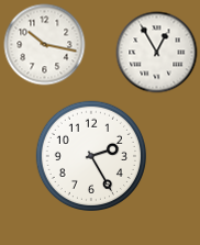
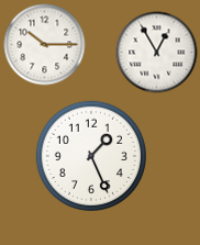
clock at (45, 45): 10:17 -> 10:15
clock at (90, 155): 2:25 -> 1:26
